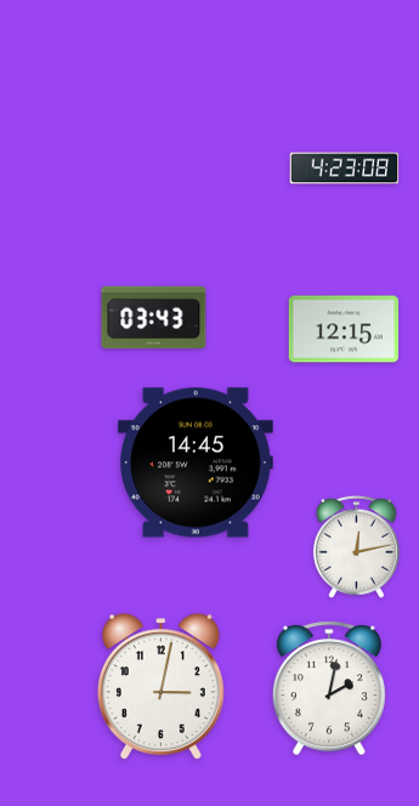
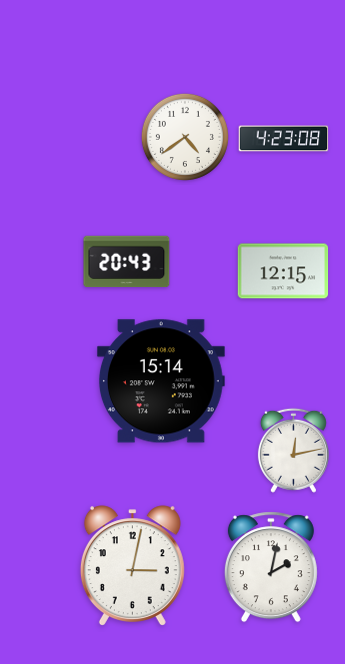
clock at (185, 137): none -> 4:39
clock at (154, 318): 03:43 -> 20:43
clock at (196, 462): 14:45 -> 15:14
